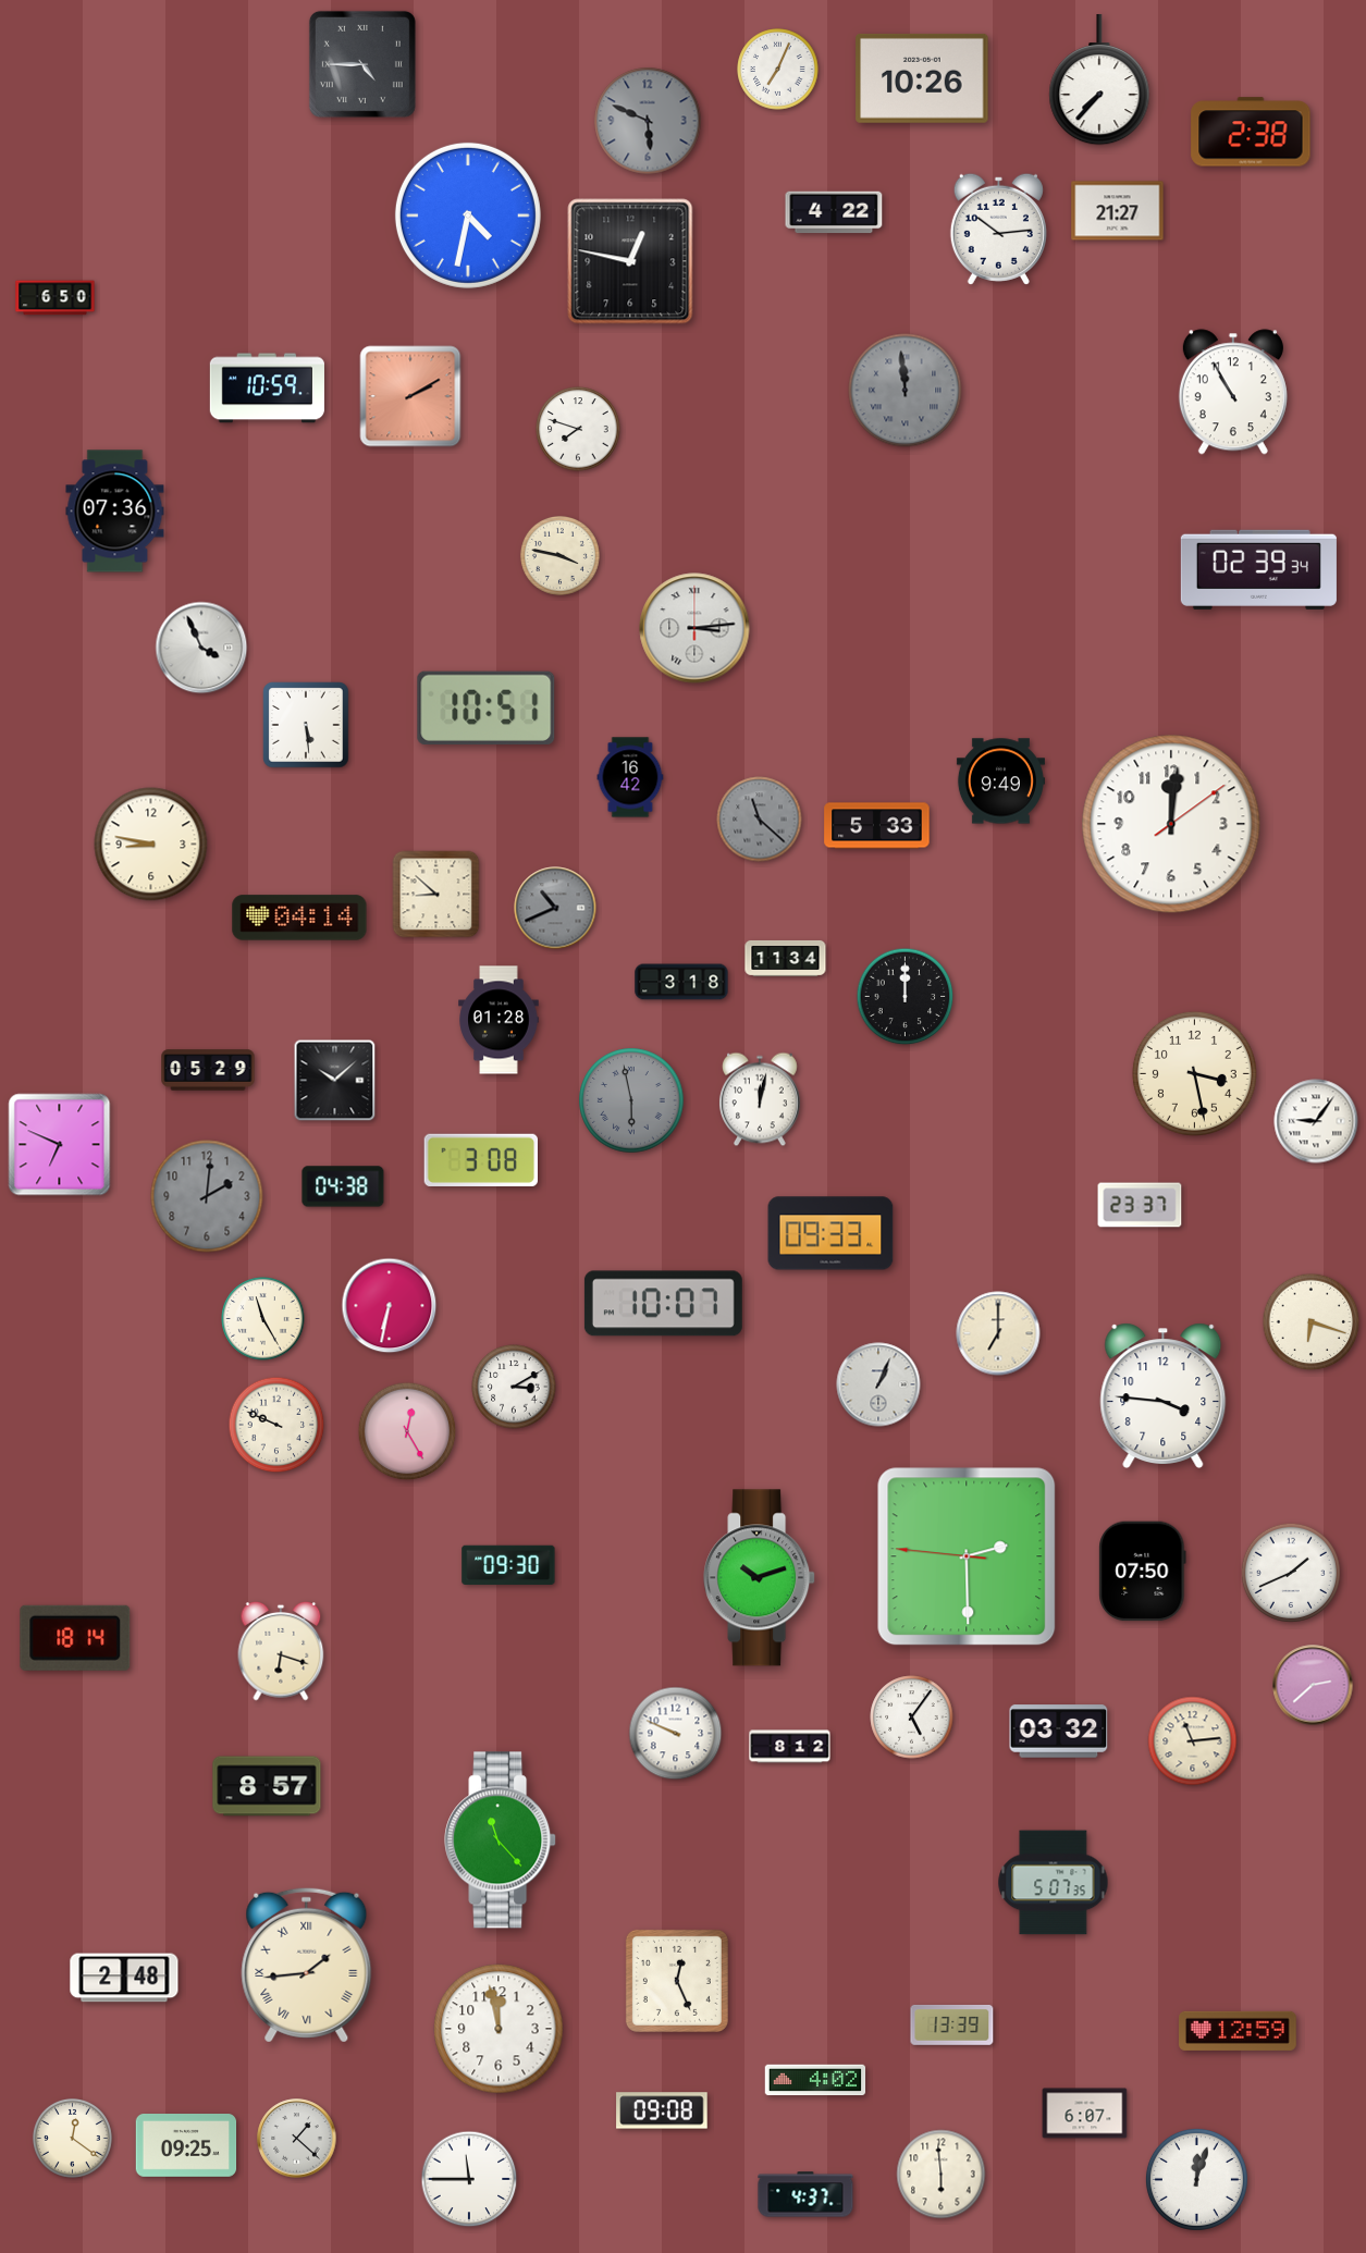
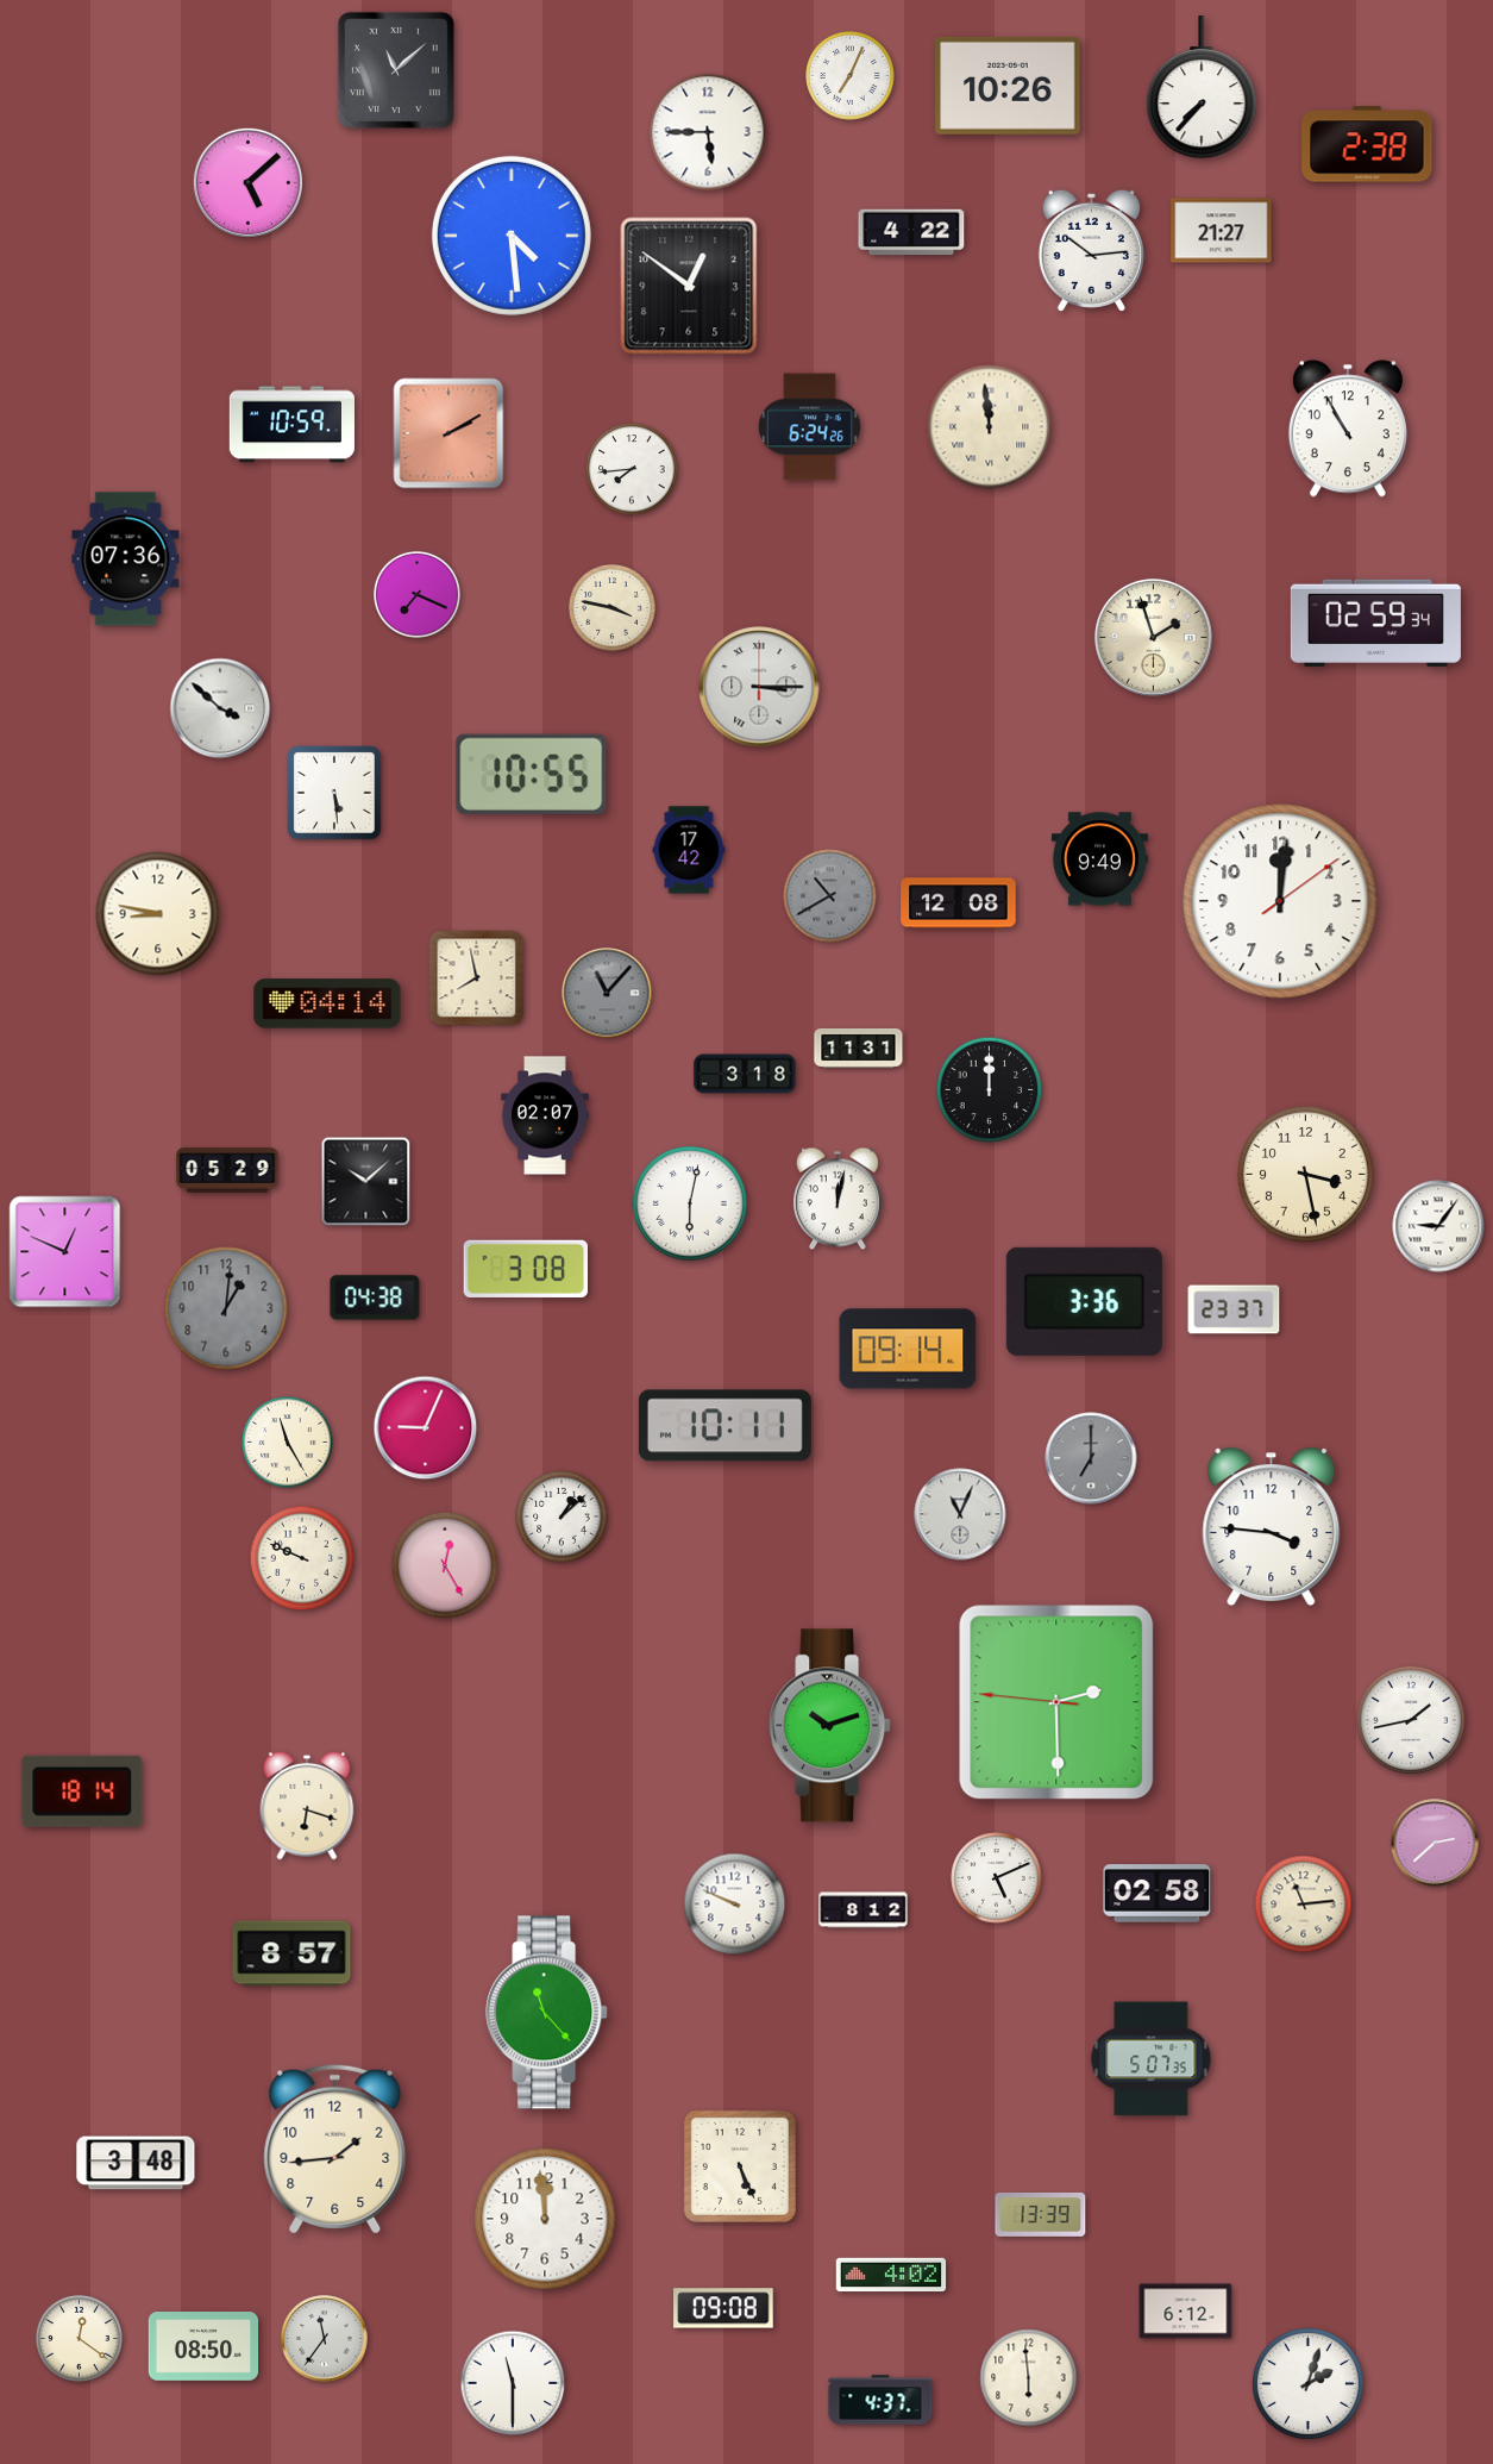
clock at (362, 64): 4:45 -> 11:08
clock at (648, 121): 5:49 -> 5:45
clock at (648, 121) dial: grey -> white
clock at (247, 182): none -> 5:08
clock at (468, 216): 4:32 -> 4:29
clock at (630, 261): 12:47 -> 12:51
clock at (56, 298): 6:50 -> none
clock at (809, 427): none -> 6:24
clock at (906, 391) dial: grey -> cream
clock at (578, 429): 7:48 -> 7:44
clock at (416, 594): none -> 7:19
clock at (1258, 569): 02:39 -> 02:59
clock at (1154, 638): none -> 1:57
clock at (694, 628): 3:14 -> 3:15
clock at (201, 648): 3:56 -> 3:52
clock at (487, 707): 10:51 -> 10:55
clock at (630, 777): 16:42 -> 17:42
clock at (1000, 781) position: (1000, 781) -> (1099, 859)
clock at (760, 820): 11:22 -> 10:40
clock at (877, 826): 5:33 -> 12:08
clock at (151, 845) position: (151, 845) -> (158, 914)
clock at (436, 895): 8:52 -> 7:58
clock at (555, 908): 10:41 -> 11:07
clock at (786, 958): 11:34 -> 11:31
clock at (499, 1020): 01:28 -> 02:07
clock at (760, 1099) position: (760, 1099) -> (838, 1199)
clock at (631, 1100): 5:58 -> 6:02
clock at (631, 1100) dial: grey -> white
clock at (60, 1145): 6:49 -> 12:49
clock at (1084, 1301): none -> 3:36
clock at (207, 1196): 2:01 -> 1:01
clock at (1140, 1205) position: (1140, 1205) -> (1234, 1309)
clock at (830, 1233): 09:33 -> 09:14
clock at (663, 1304): 10:07 -> 10:11
clock at (390, 1306): 6:32 -> 9:04
clock at (1312, 1322): 6:18 -> none
clock at (998, 1333) dial: cream -> grey
clock at (878, 1384): 1:04 -> 11:04
clock at (514, 1387): 3:10 -> 1:08
clock at (508, 1564): 09:30 -> none
clock at (1143, 1572): 07:50 -> none
clock at (1291, 1573): 1:41 -> 1:43
clock at (912, 1718): 5:06 -> 5:11
clock at (1059, 1732): 03:32 -> 02:58
clock at (676, 1734) position: (676, 1734) -> (735, 1905)
clock at (307, 1965) numerals: Roman -> Arabic
clock at (124, 1978): 2:48 -> 3:48
clock at (677, 1981): 12:26 -> 5:26
clock at (499, 2029): 11:58 -> 11:59
clock at (1239, 2031): 12:59 -> none
clock at (1085, 2114): 6:07 -> 6:12
clock at (297, 2139): 1:22 -> 11:36
clock at (186, 2146): 09:25 -> 08:50
clock at (469, 2179): 11:45 -> 11:30
clock at (1196, 2179): 12:03 -> 2:03
